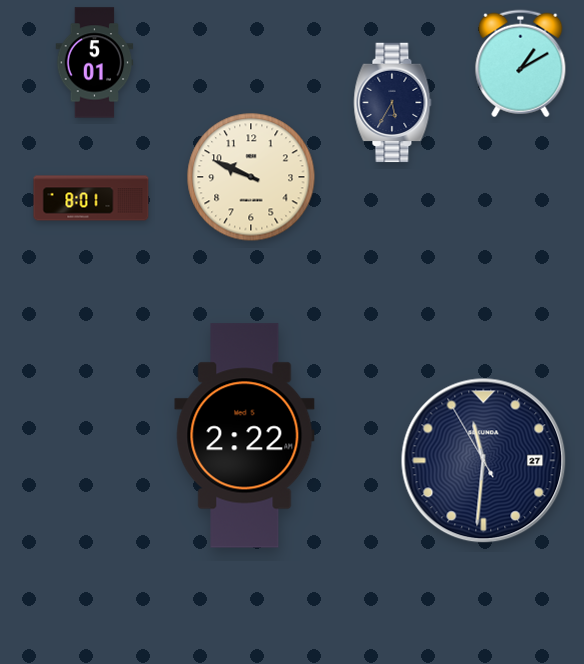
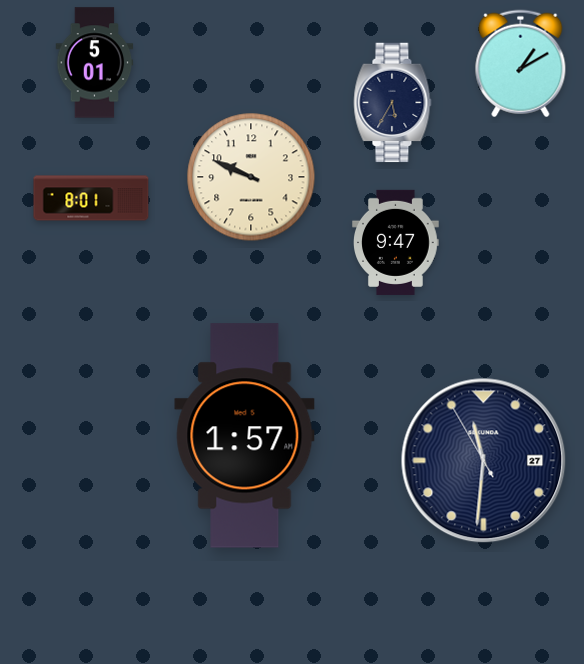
clock at (396, 242): none -> 9:47
clock at (245, 436): 2:22 -> 1:57
